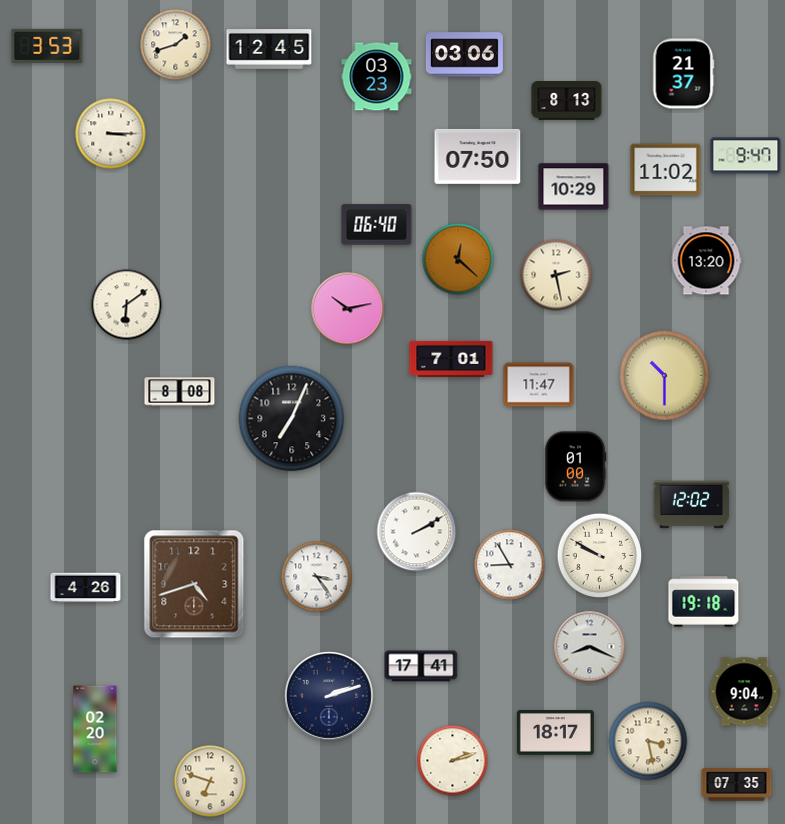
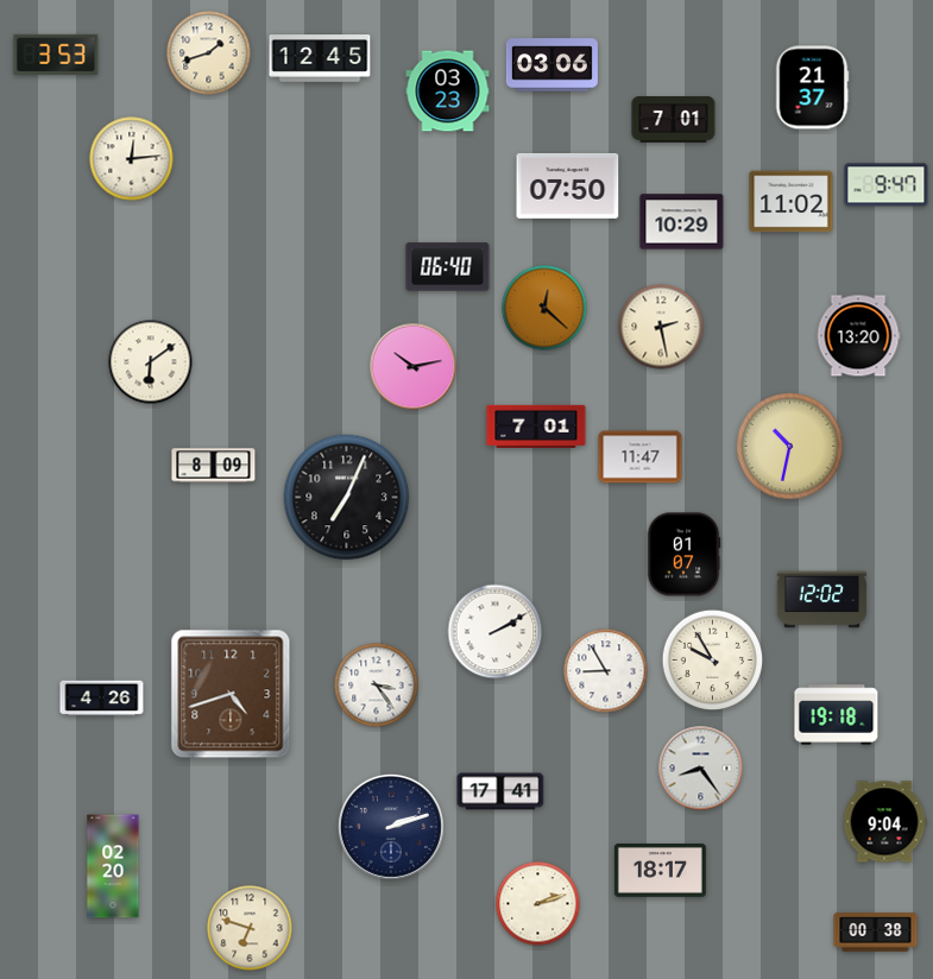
clock at (567, 101): 8:13 -> 7:01
clock at (111, 134): 3:15 -> 12:14
clock at (706, 261) position: (706, 261) -> (858, 336)
clock at (665, 376): 10:30 -> 10:32
clock at (180, 392): 8:08 -> 8:09
clock at (575, 467): 01:00 -> 01:07
clock at (600, 556): 9:50 -> 9:55
clock at (590, 647): 8:19 -> 8:24
clock at (648, 741): 3:28 -> none
clock at (737, 785): 07:35 -> 00:38
